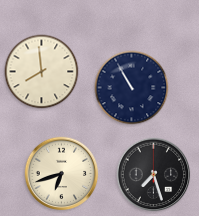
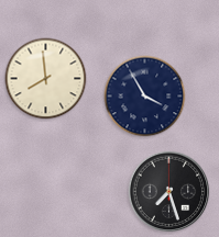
clock at (132, 88): 10:55 -> 3:55
clock at (62, 174): 6:42 -> none
